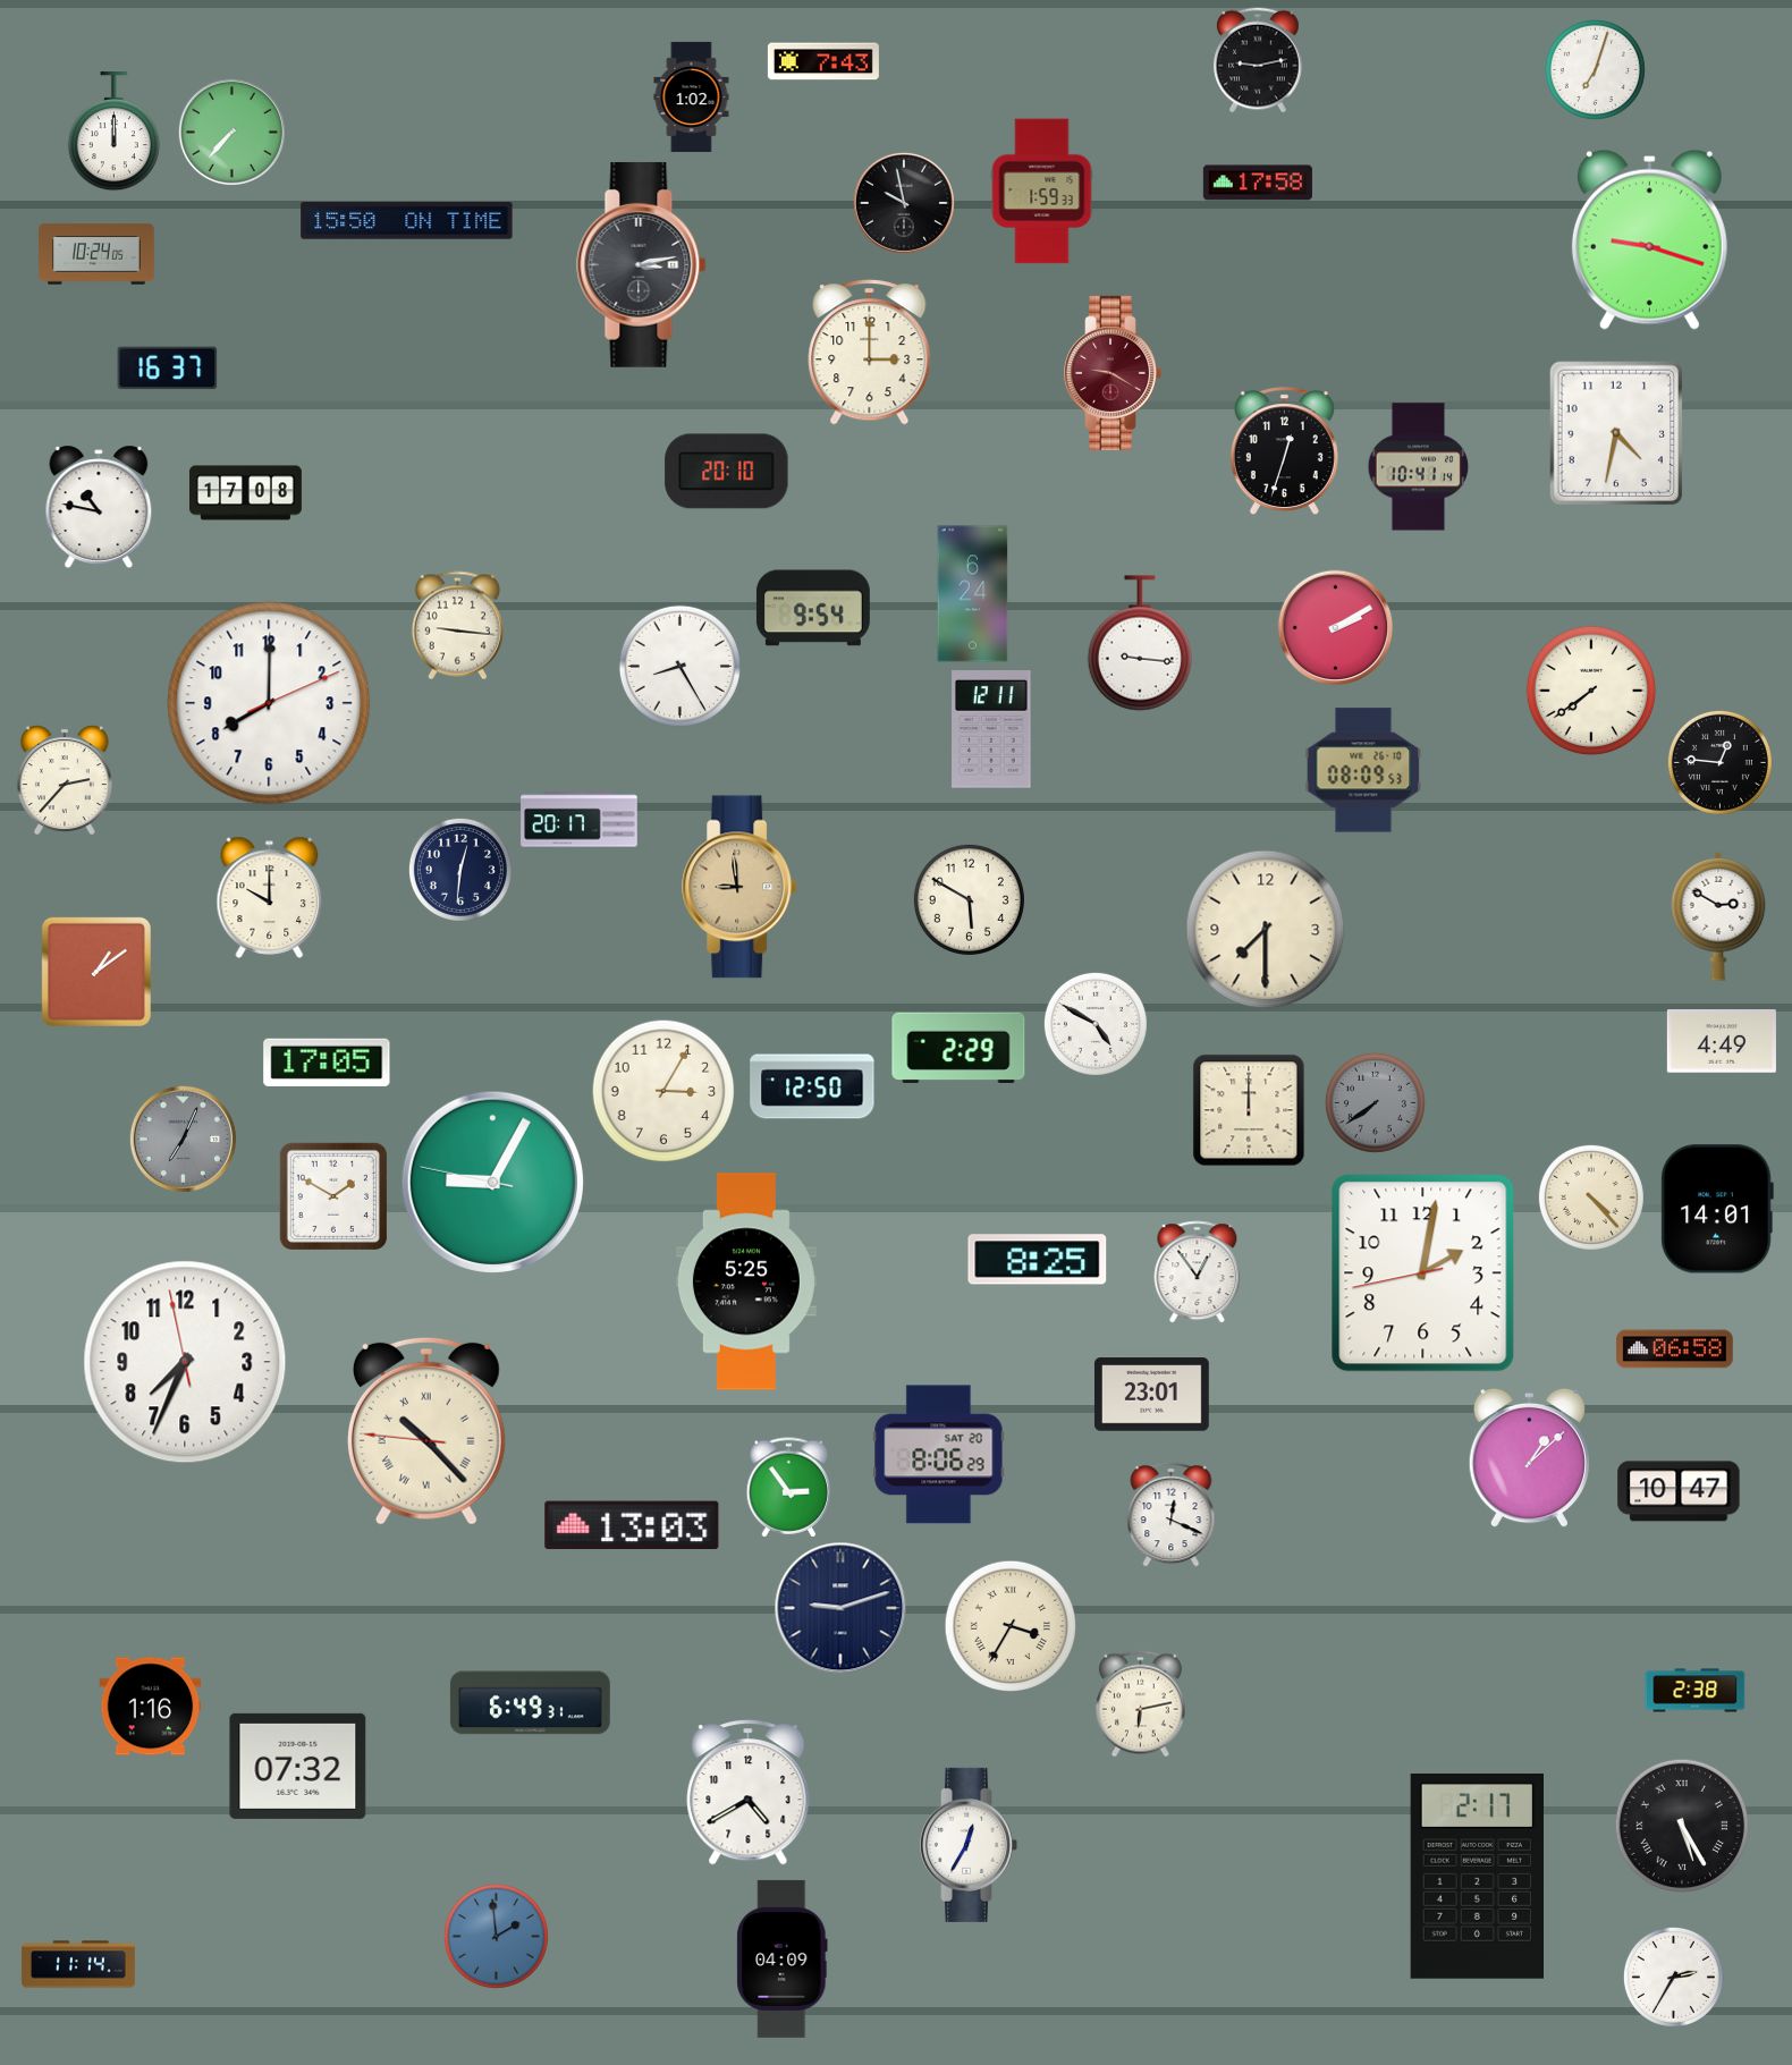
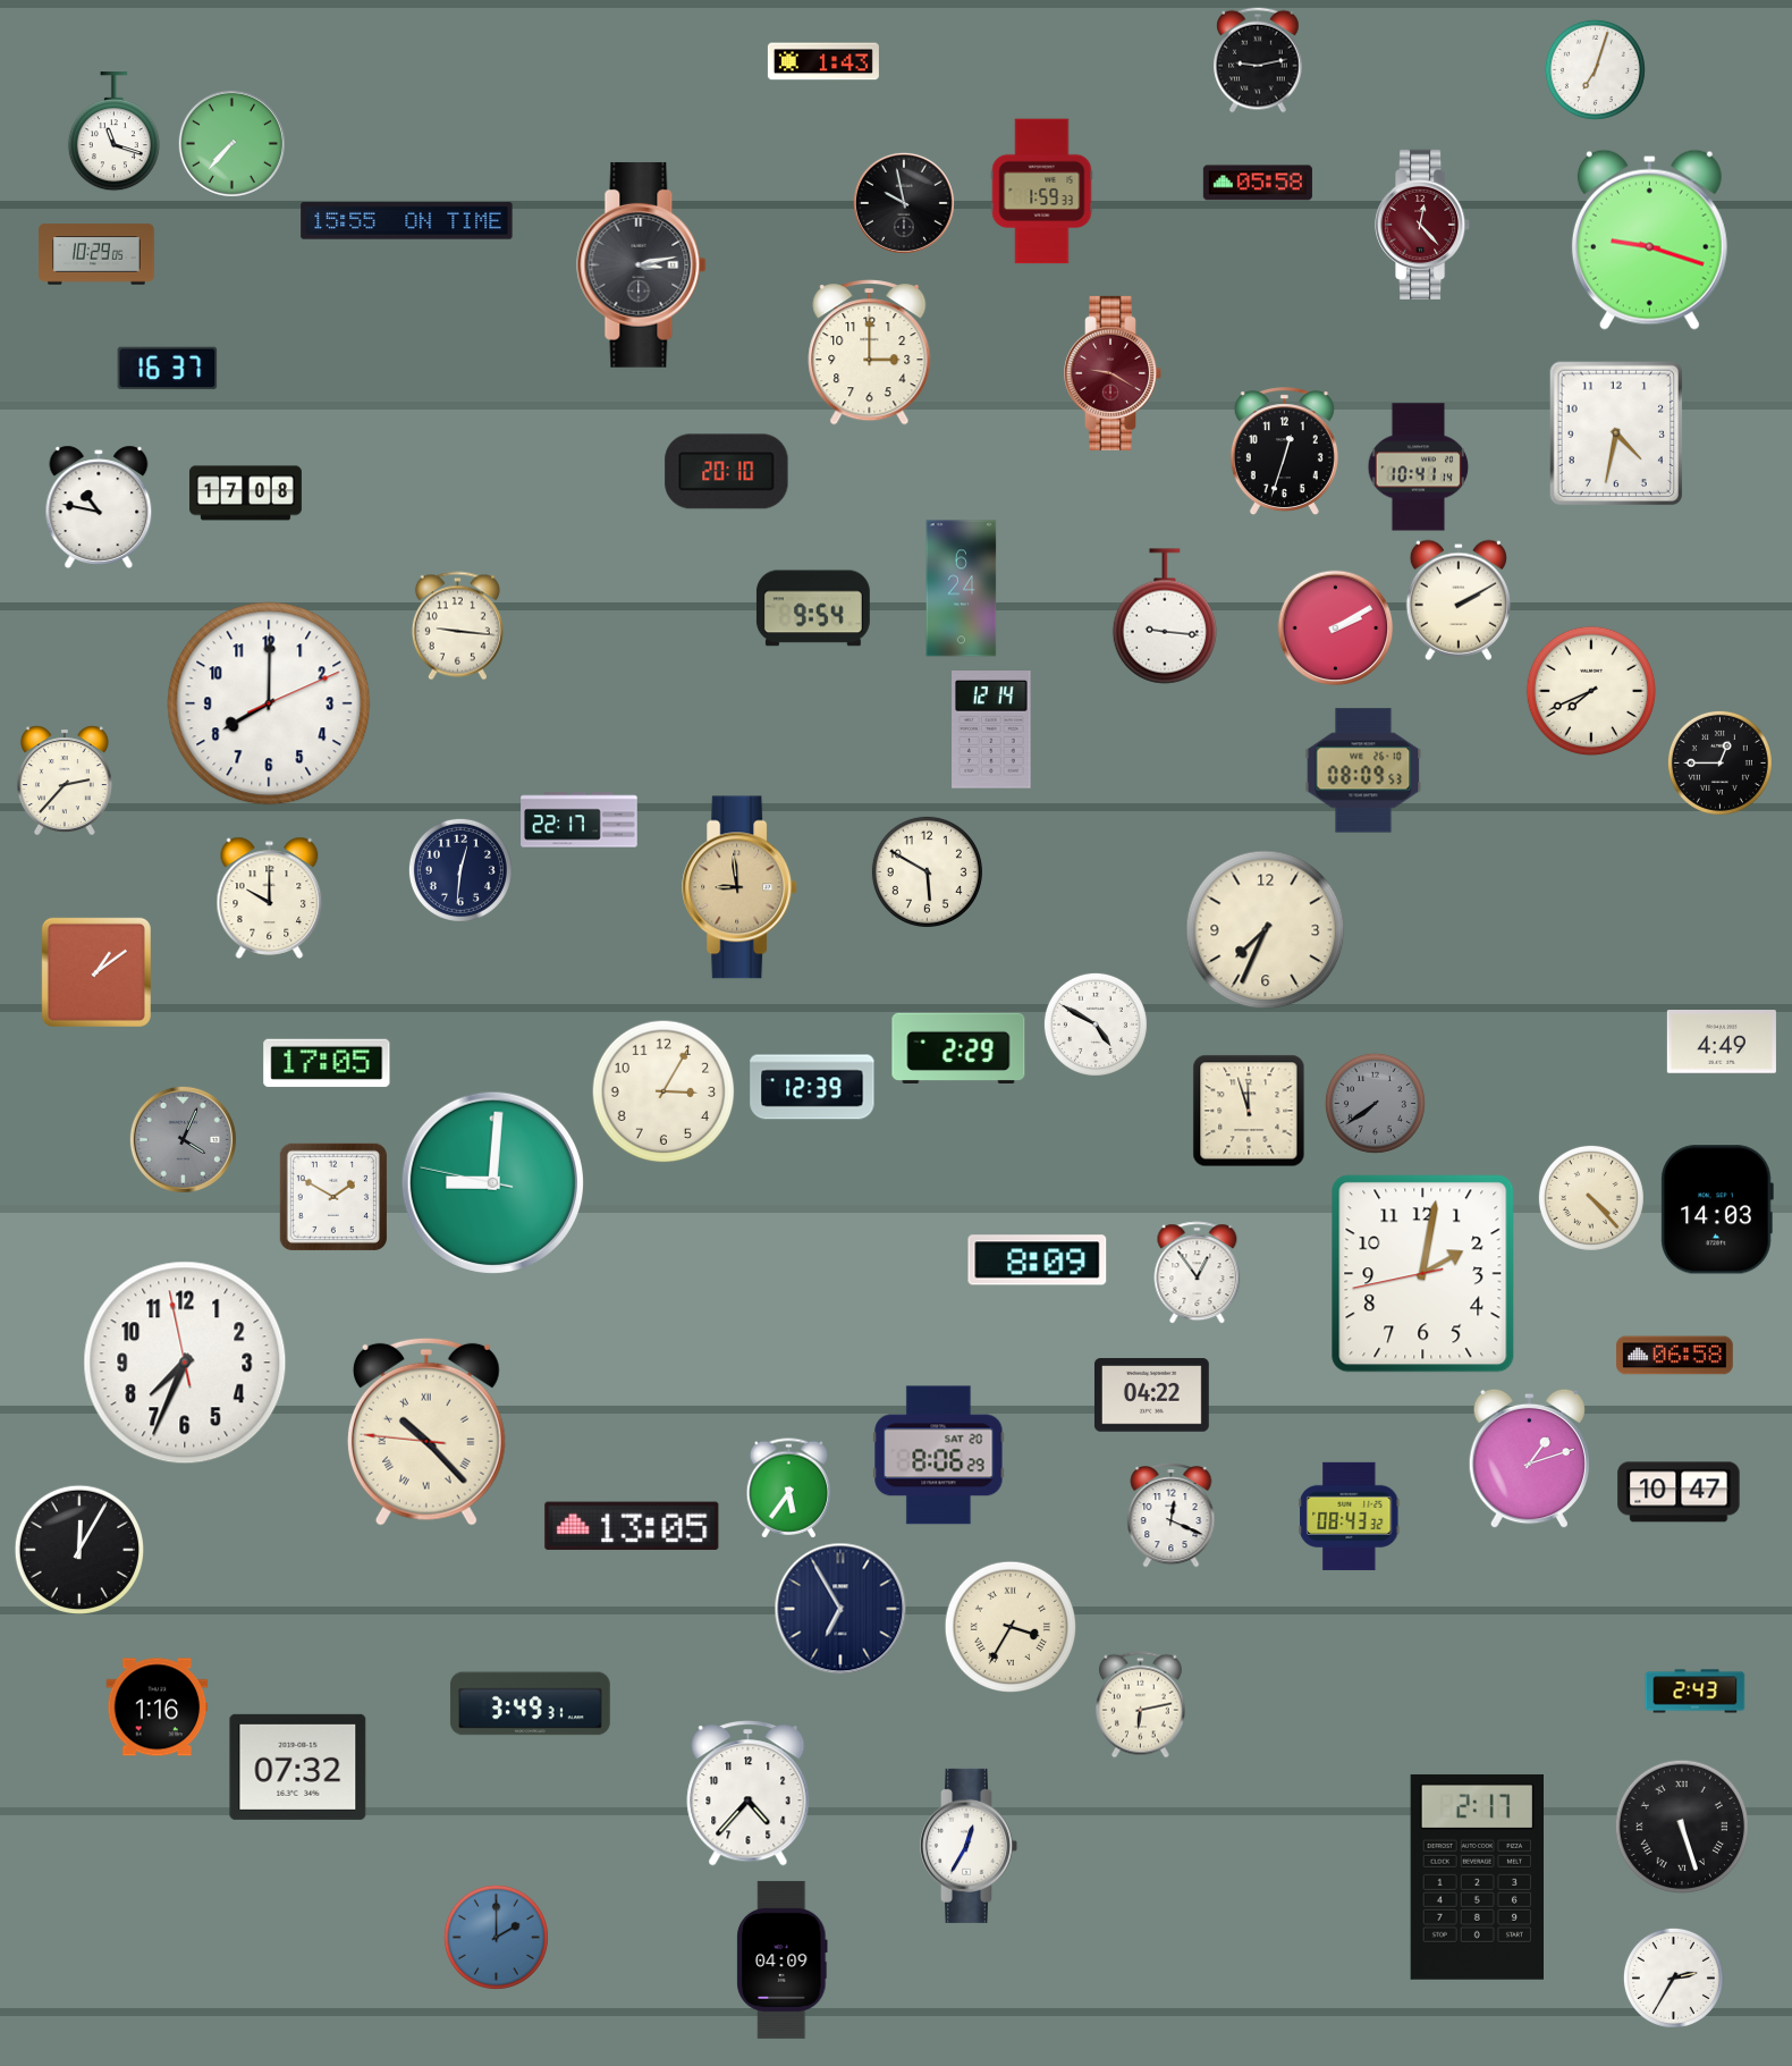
clock at (823, 61): 7:43 -> 1:43
clock at (692, 96): 1:02 -> none
clock at (113, 132): 12:00 -> 11:18
clock at (231, 132) position: (231, 132) -> (231, 143)
clock at (1258, 183): 17:58 -> 05:58
clock at (407, 221): 15:50 -> 15:55
clock at (1423, 225): none -> 12:23
clock at (96, 254): 10:24 -> 10:29
clock at (973, 594) position: (973, 594) -> (962, 589)
clock at (1459, 600): none -> 2:10
clock at (1139, 643) position: (1139, 643) -> (1164, 616)
clock at (679, 666): 8:25 -> none
clock at (1590, 689): 7:39 -> 7:41
clock at (991, 730): 12:11 -> 12:14
clock at (1719, 762): 12:46 -> 12:45
clock at (580, 820): 20:17 -> 22:17
clock at (969, 899) position: (969, 899) -> (927, 871)
clock at (1718, 916): 2:50 -> none
clock at (1266, 930): 7:30 -> 7:34
clock at (812, 1086): 12:50 -> 12:39
clock at (1249, 1110): 12:00 -> 11:57
clock at (183, 1139): 7:04 -> 4:04
clock at (492, 1182): 9:04 -> 9:00
clock at (1717, 1209): 14:01 -> 14:03
clock at (1038, 1260): 8:25 -> 8:09
clock at (746, 1281): 5:25 -> none
clock at (1675, 1349) position: (1675, 1349) -> (1675, 1356)
clock at (1151, 1395): 23:01 -> 04:22
clock at (1529, 1458): 1:08 -> 1:12
clock at (789, 1488): 2:54 -> 5:36
clock at (1350, 1516): none -> 08:43
clock at (632, 1525): 13:03 -> 13:05
clock at (78, 1549): none -> 12:05
clock at (840, 1608): 9:12 -> 6:55
clock at (1696, 1691): 2:38 -> 2:43
clock at (531, 1703): 6:49 -> 3:49
clock at (151, 1707) position: (151, 1707) -> (158, 1707)
clock at (749, 1793): 4:40 -> 4:37
clock at (1682, 1826): 5:25 -> 5:27
clock at (496, 1936): 1:59 -> 2:00
clock at (78, 1964): 11:14 -> none
